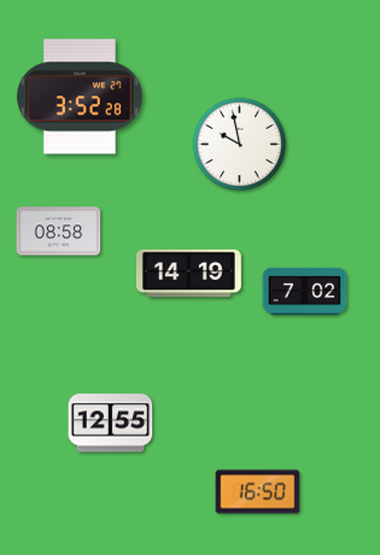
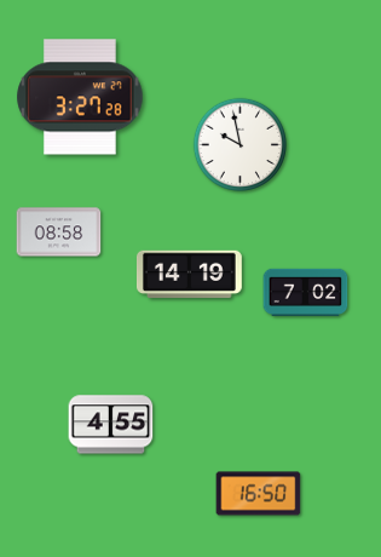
clock at (80, 97): 3:52 -> 3:27
clock at (111, 423): 12:55 -> 4:55
